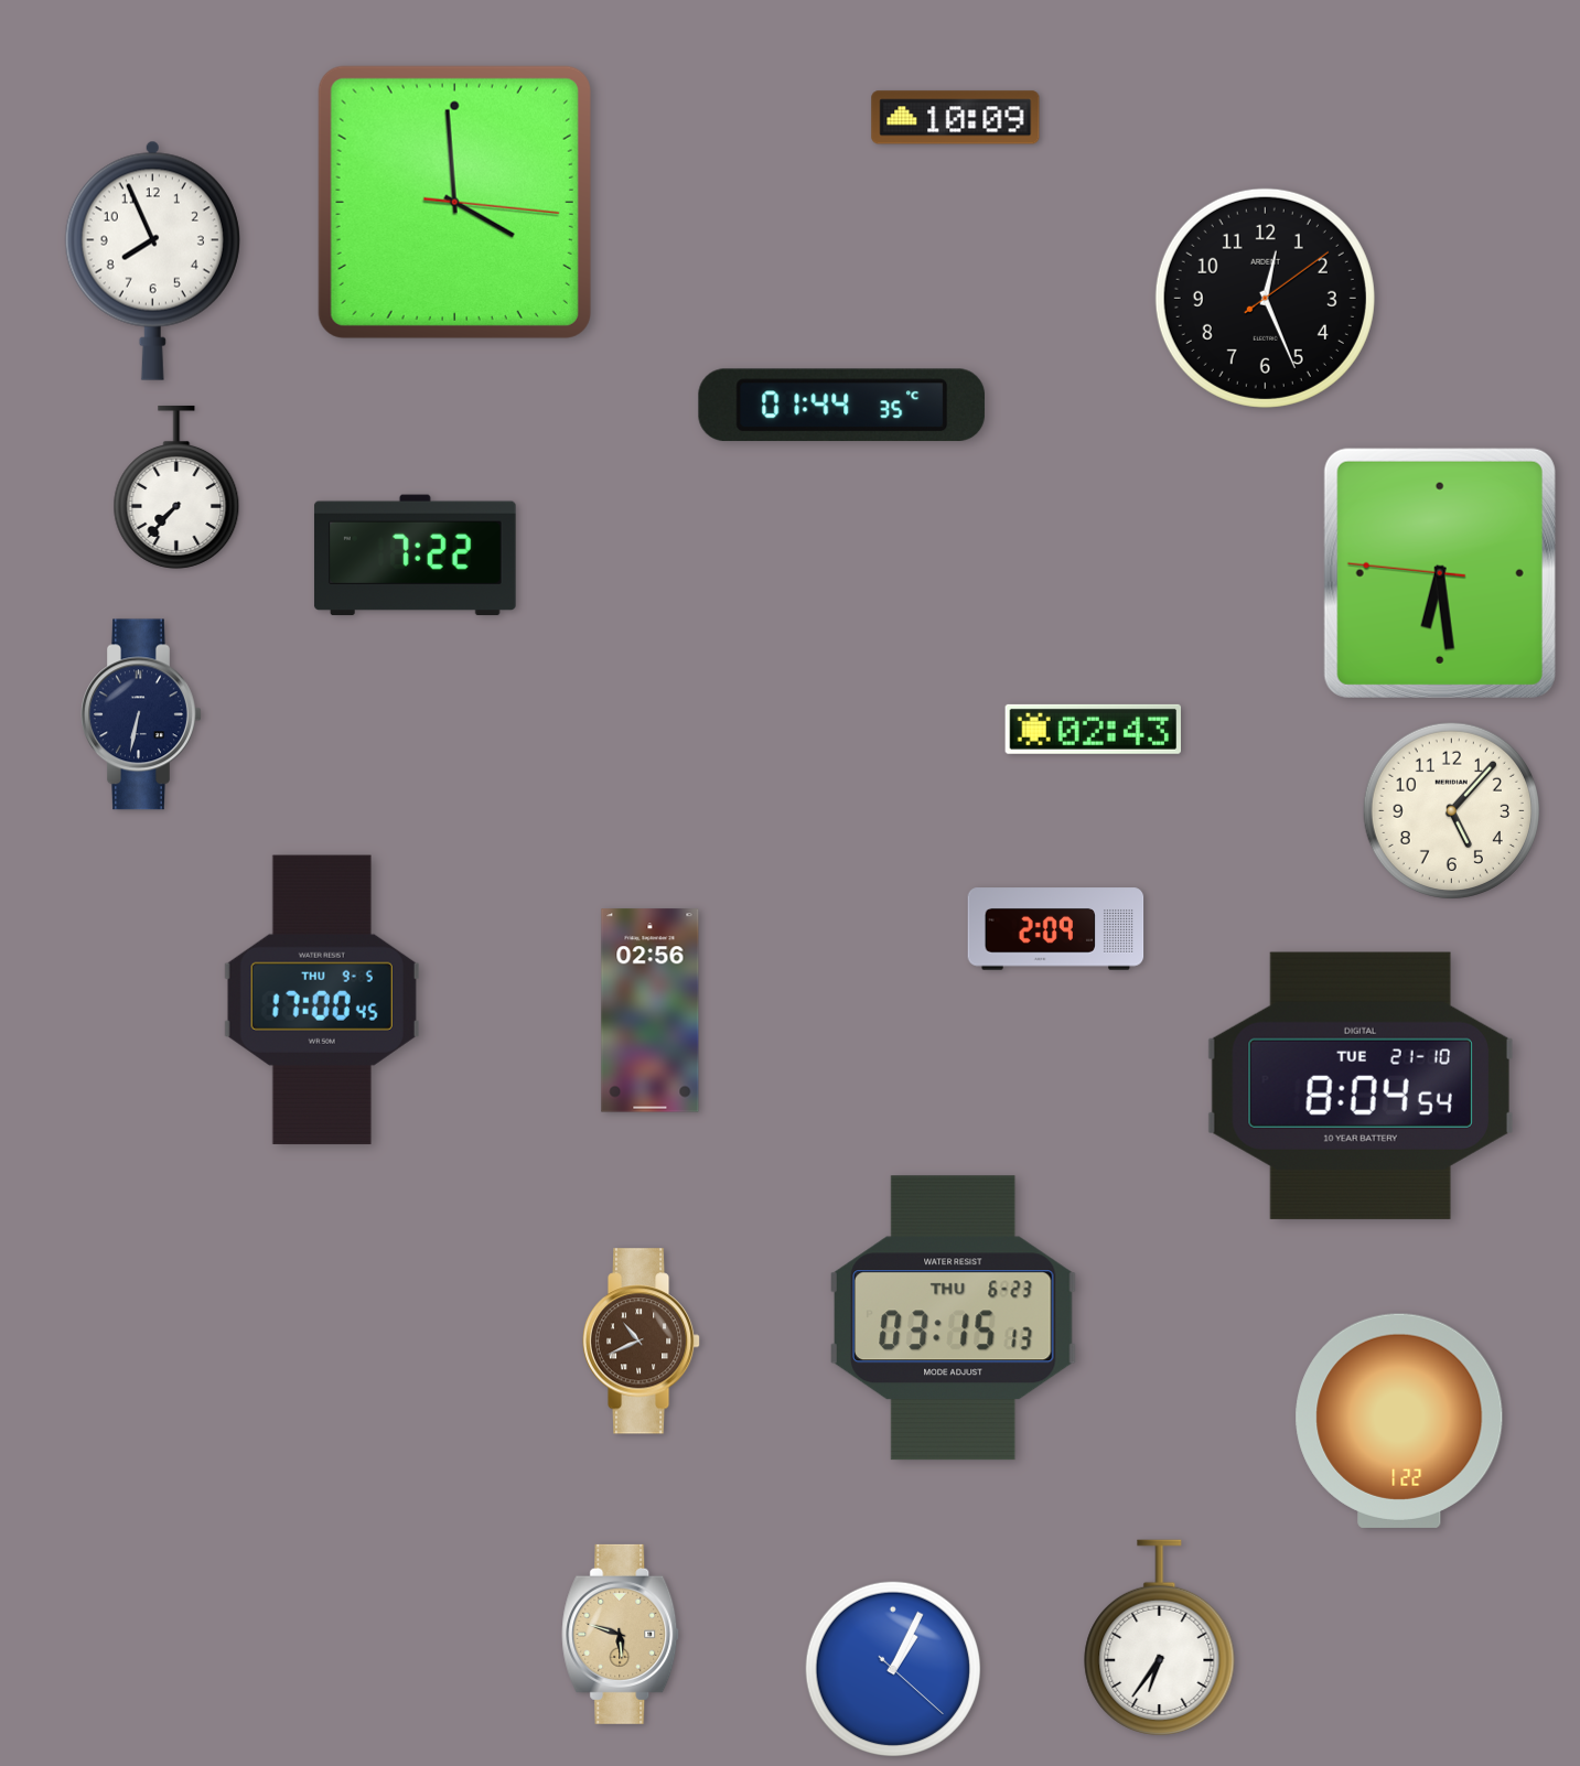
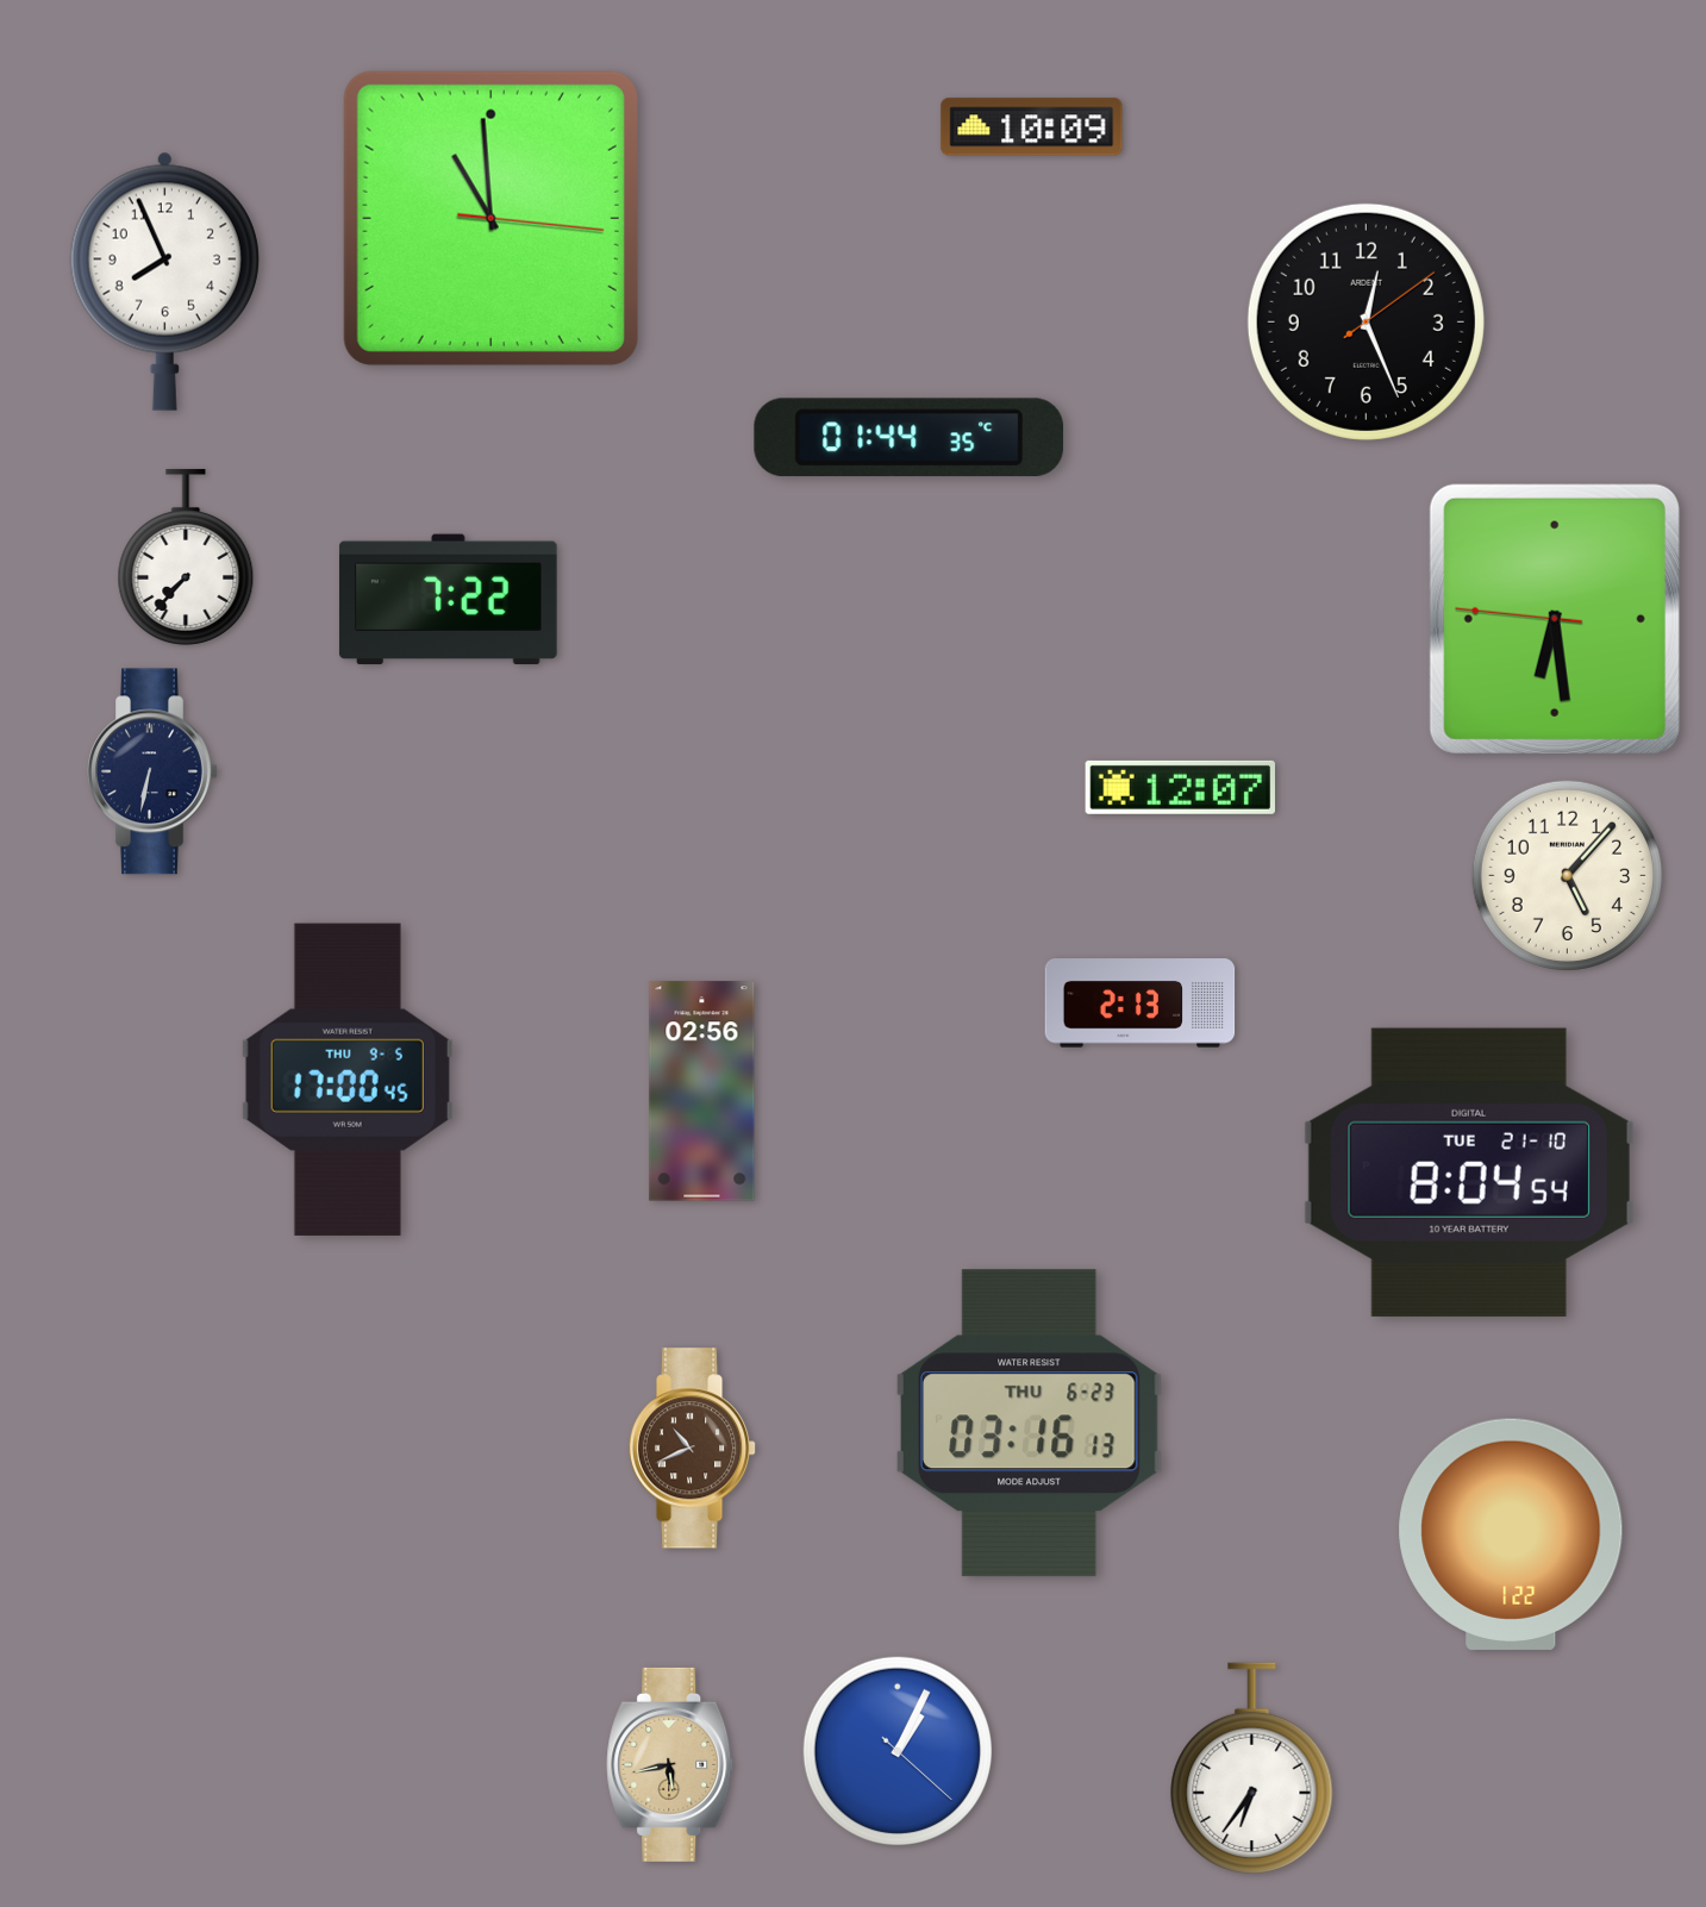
clock at (454, 202): 3:59 -> 10:59
clock at (176, 487) position: (176, 487) -> (186, 557)
clock at (1093, 729): 02:43 -> 12:07
clock at (1056, 929): 2:09 -> 2:13
clock at (953, 1318): 03:15 -> 03:16
clock at (621, 1634): 5:48 -> 5:43
clock at (892, 1668) position: (892, 1668) -> (896, 1750)
